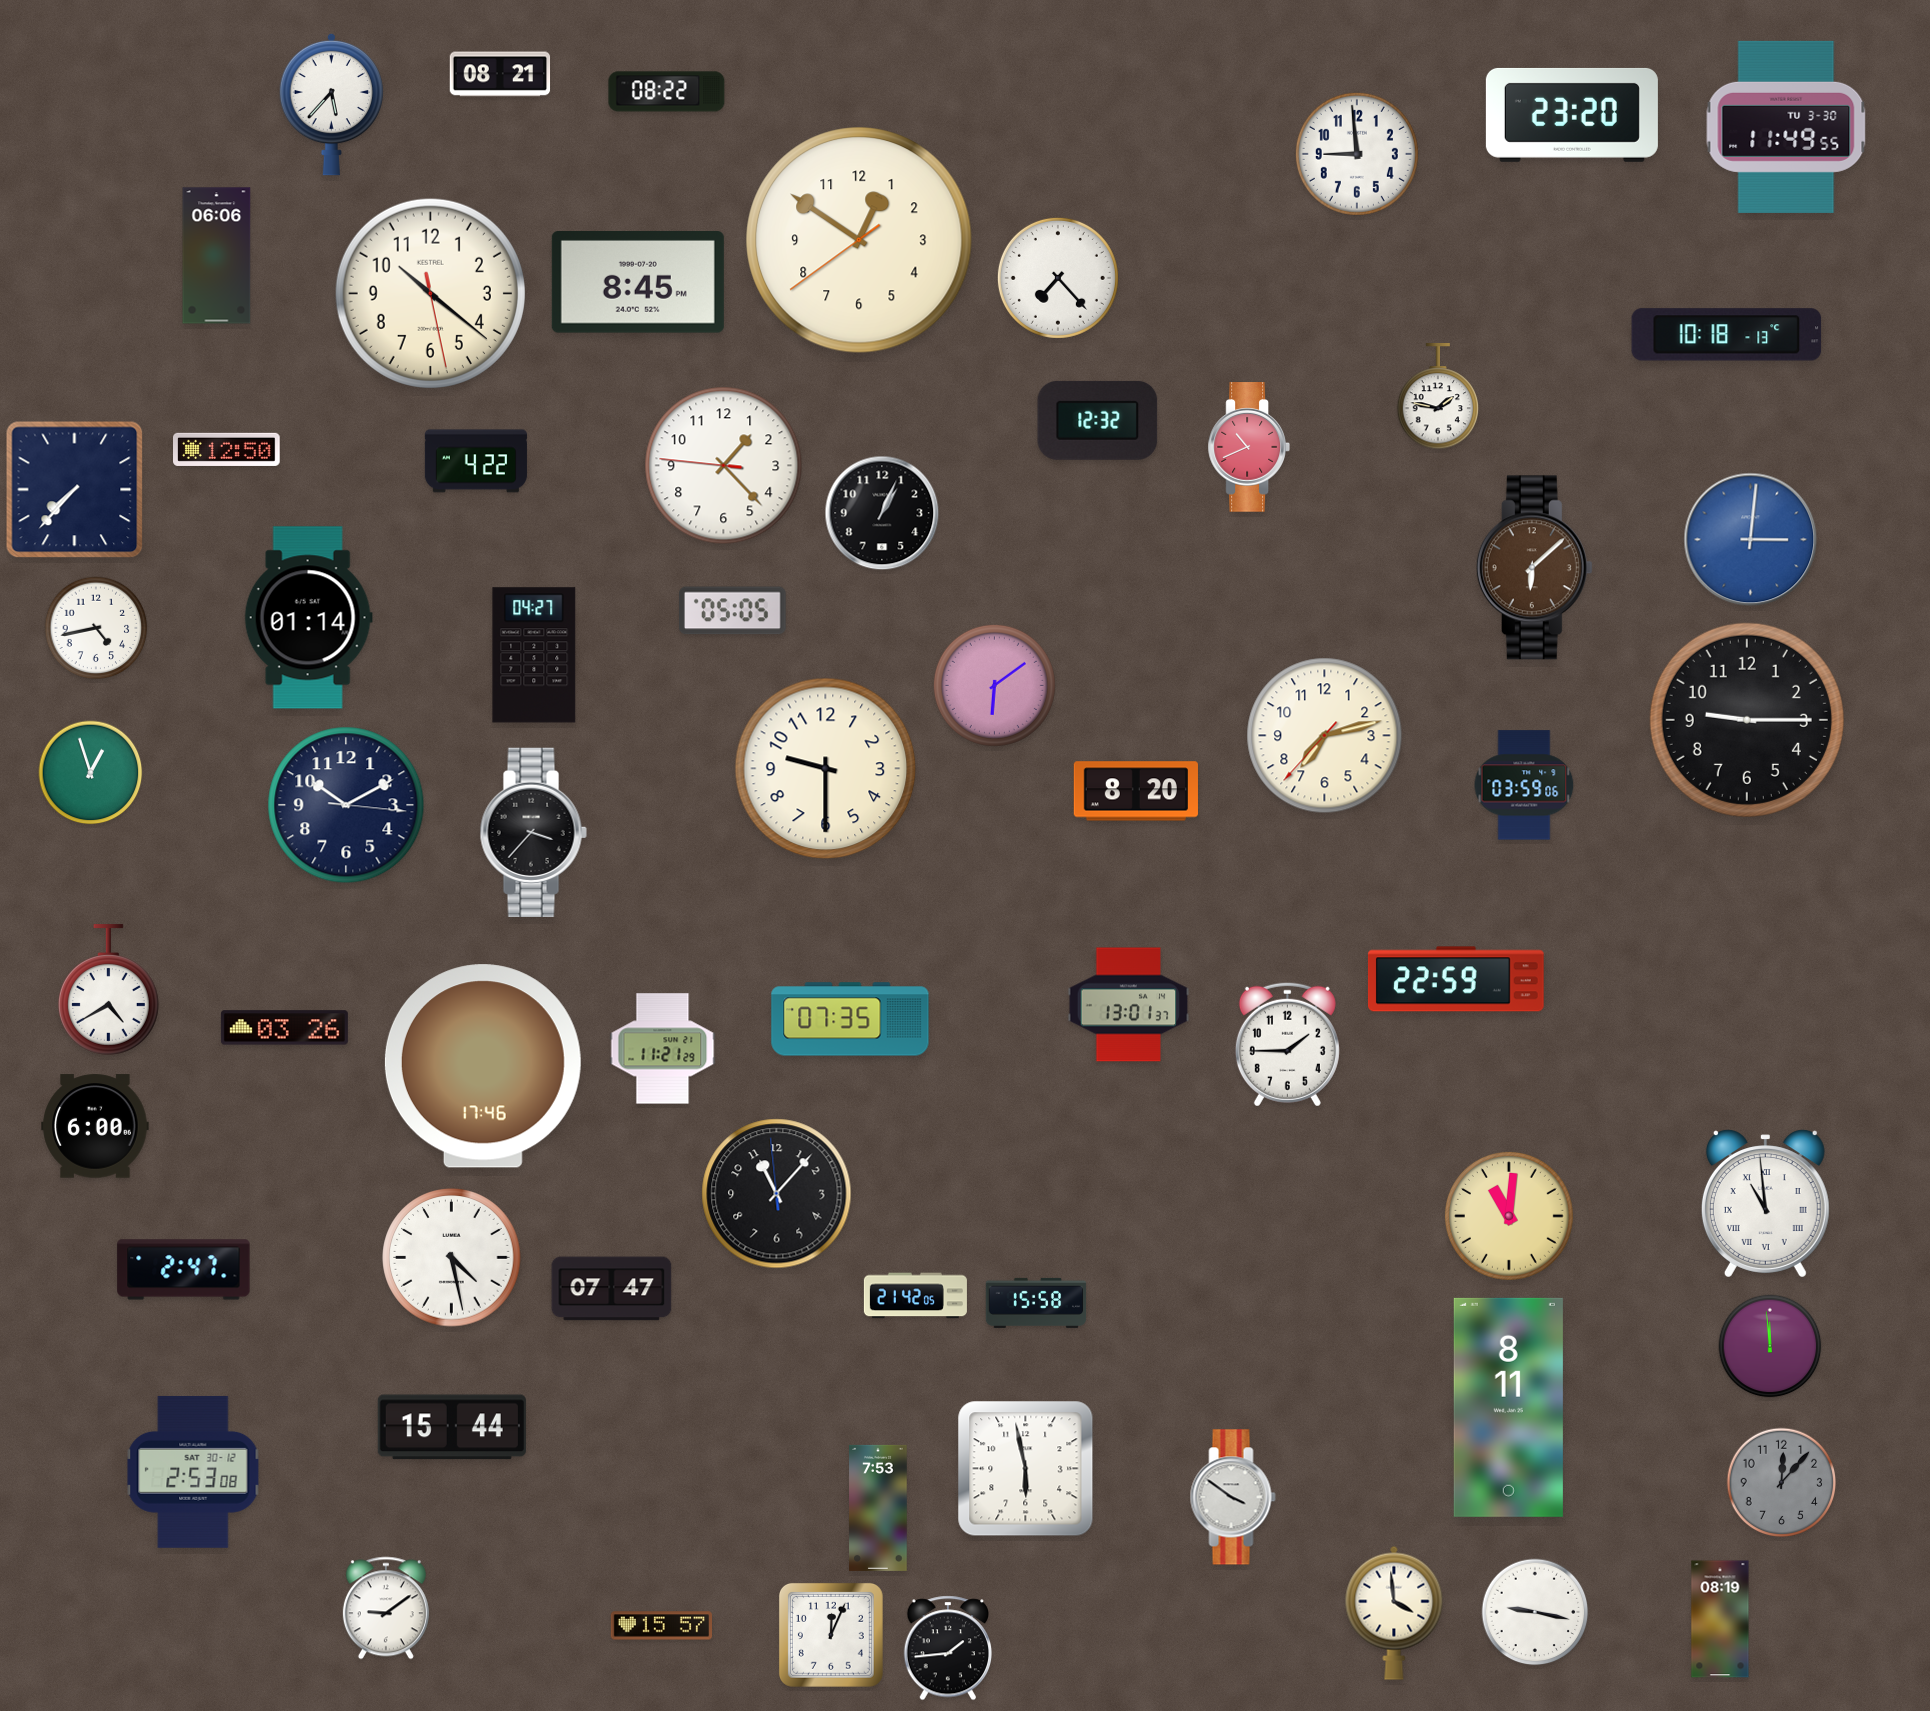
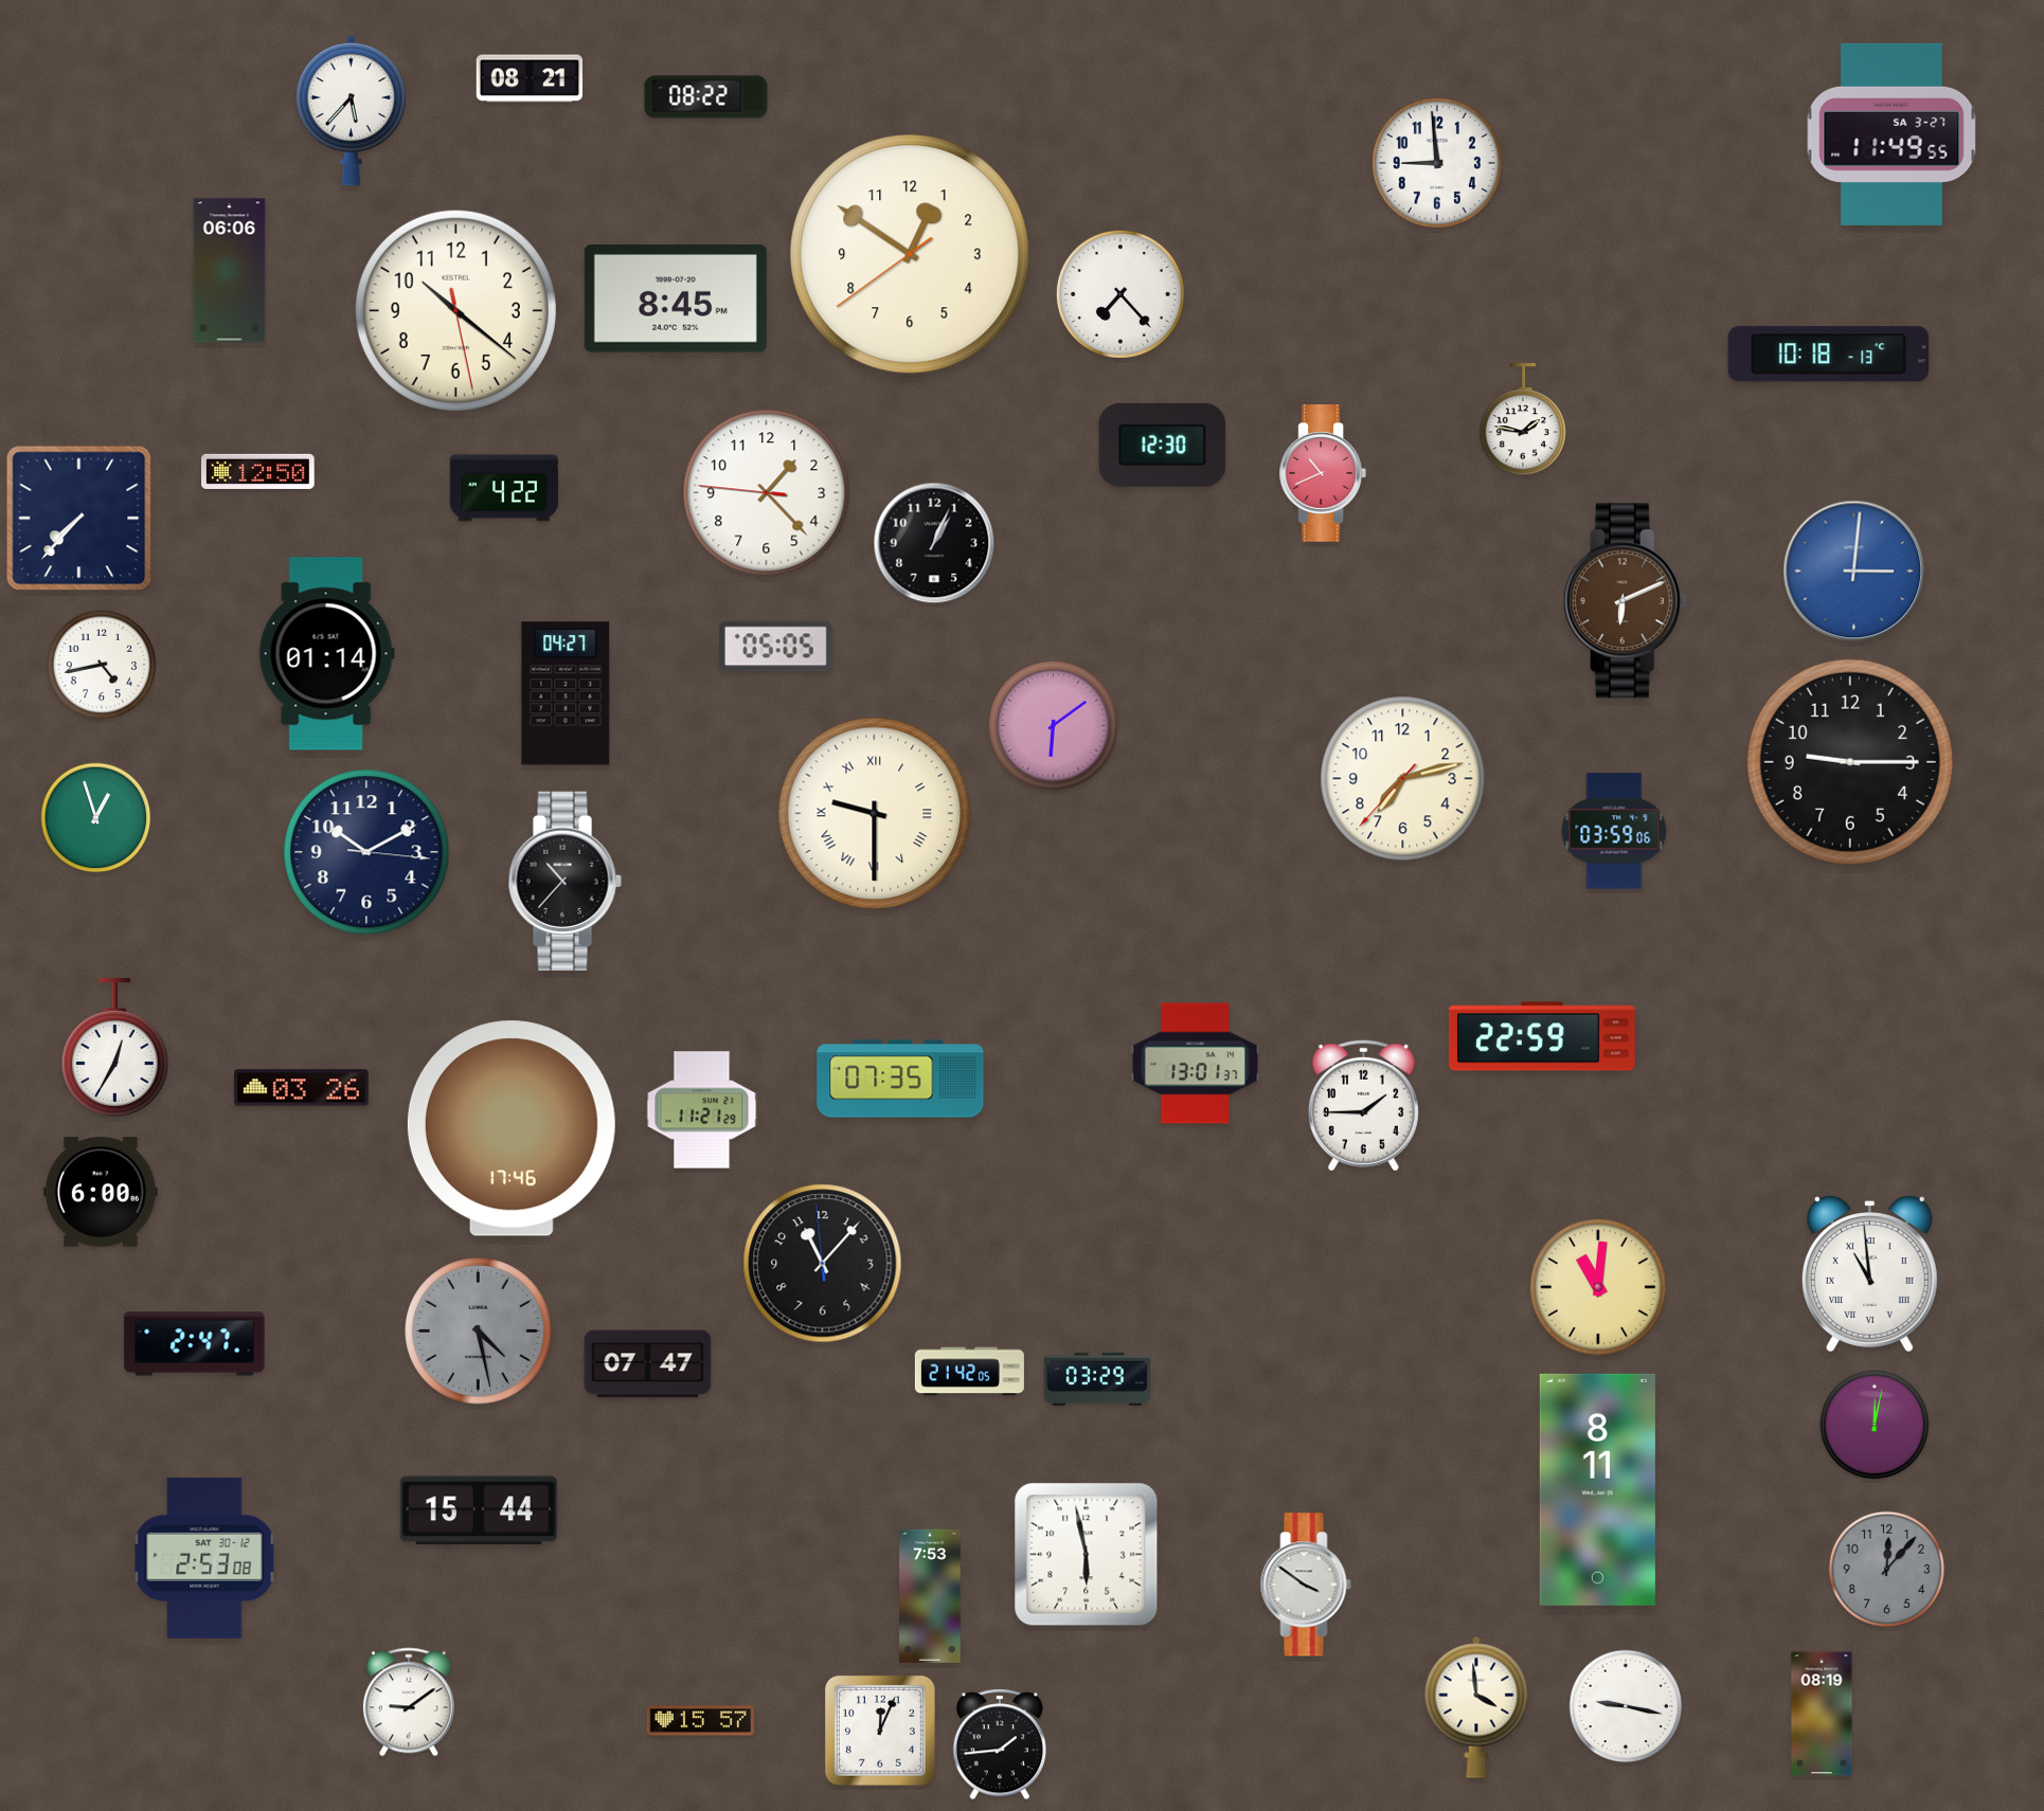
clock at (1572, 115): 23:20 -> none
clock at (1786, 127) date: TU 3-30 -> SA 3-27
clock at (1098, 420): 12:32 -> 12:30
clock at (227, 449) position: (227, 449) -> (258, 471)
clock at (1534, 568): 6:08 -> 6:11
clock at (826, 769) numerals: Arabic -> Roman
clock at (1136, 791): 8:20 -> none
clock at (533, 832): 3:37 -> 10:37
clock at (108, 990): 4:40 -> 12:35
clock at (452, 1258) dial: white -> grey
clock at (1036, 1303): 15:58 -> 03:29
clock at (1770, 1346): 11:59 -> 12:02
clock at (947, 1648) position: (947, 1648) -> (999, 1744)
